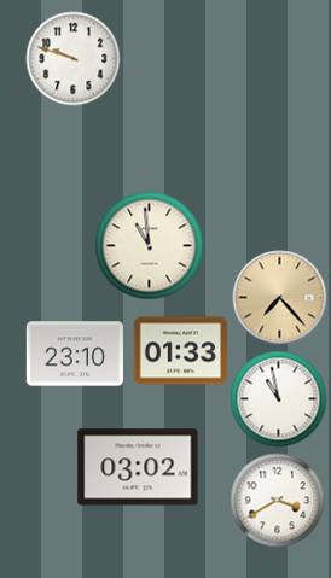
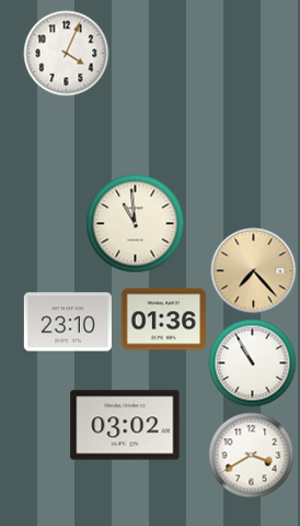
clock at (72, 58): 9:48 -> 4:04
clock at (180, 351): 01:33 -> 01:36
clock at (278, 398): 10:58 -> 10:55
